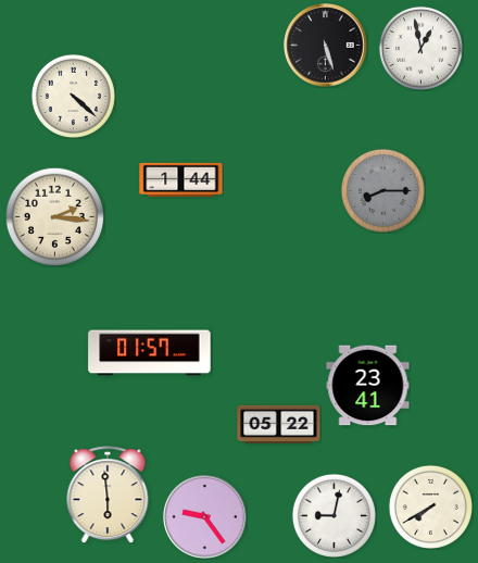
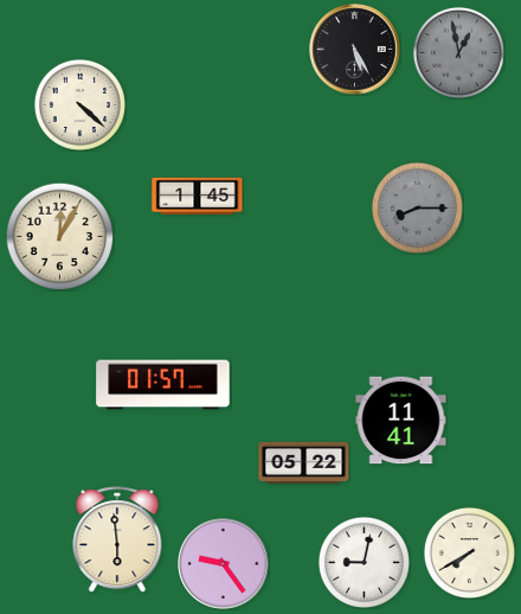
clock at (326, 46): 5:27 -> 5:25
clock at (420, 48) dial: white -> grey
clock at (181, 179): 1:44 -> 1:45
clock at (54, 216): 2:16 -> 12:05
clock at (368, 386): 23:41 -> 11:41
